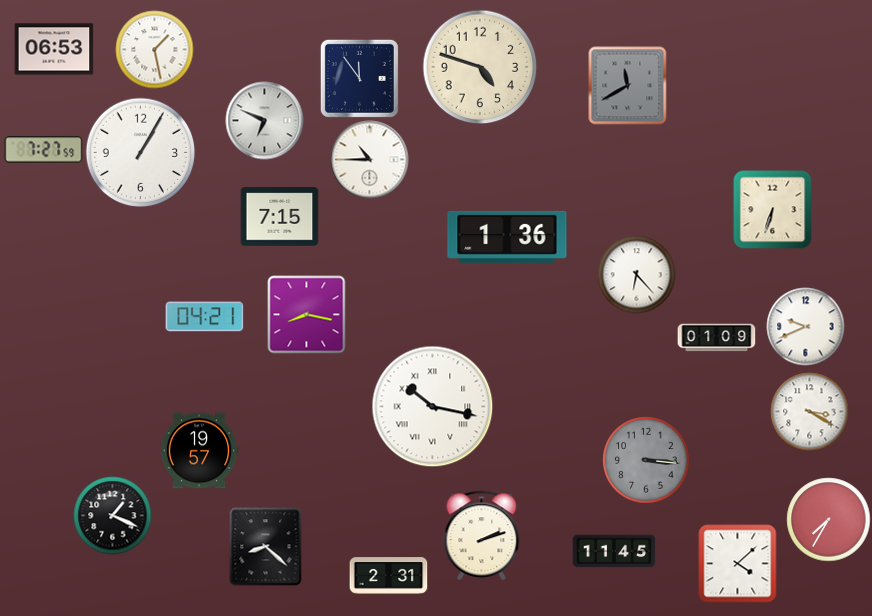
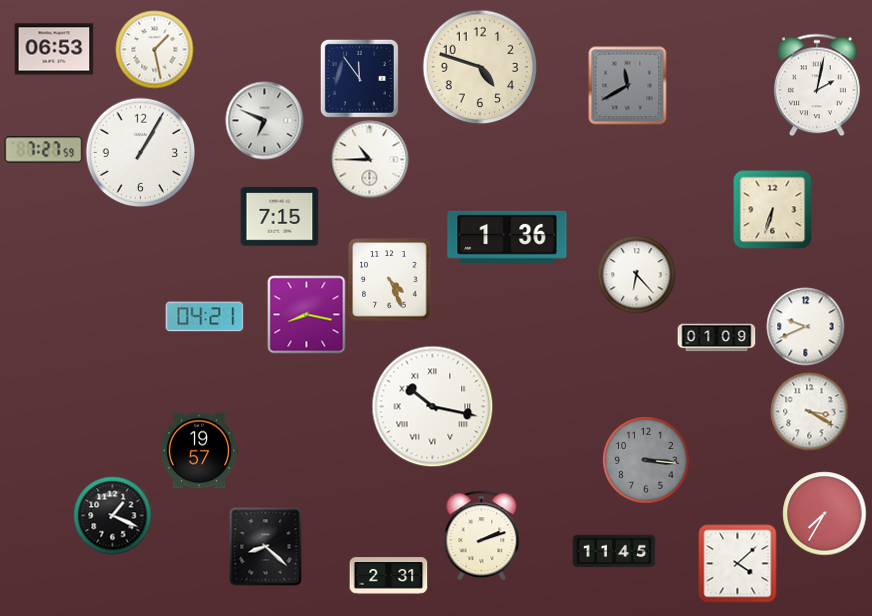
clock at (818, 85): none -> 2:02
clock at (389, 279): none -> 4:26
clock at (828, 519) position: (828, 519) -> (824, 513)
